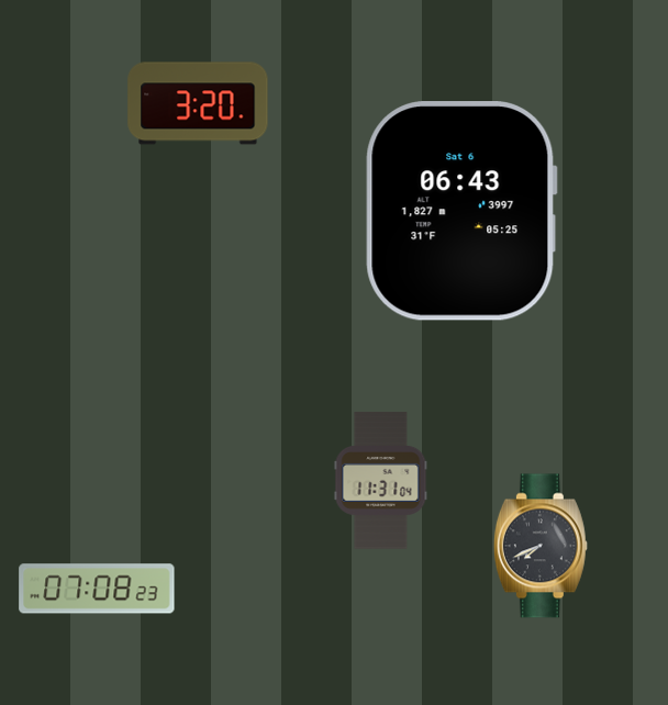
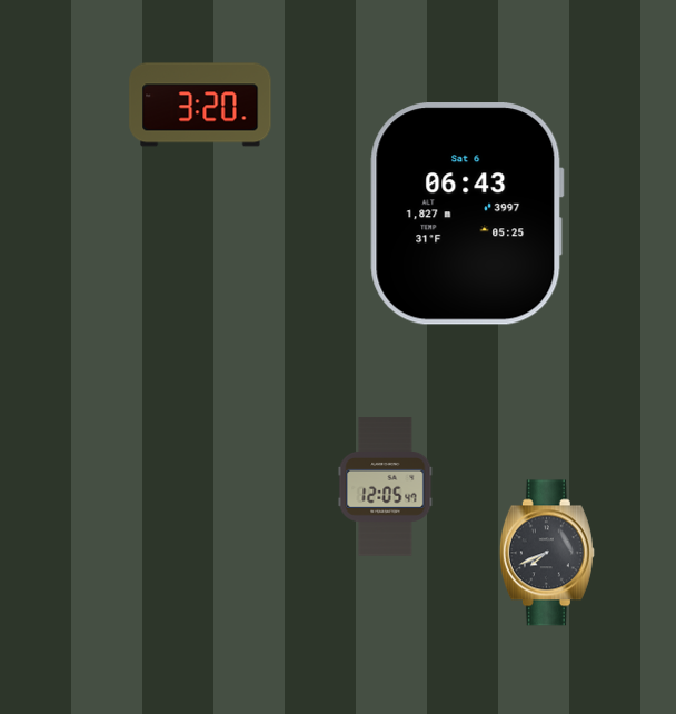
clock at (381, 481): 11:31 -> 12:05
clock at (97, 589): 07:08 -> none
